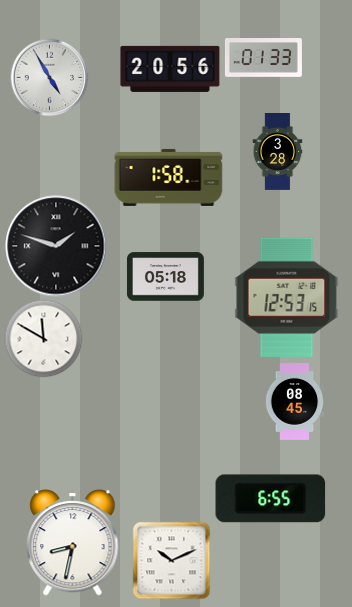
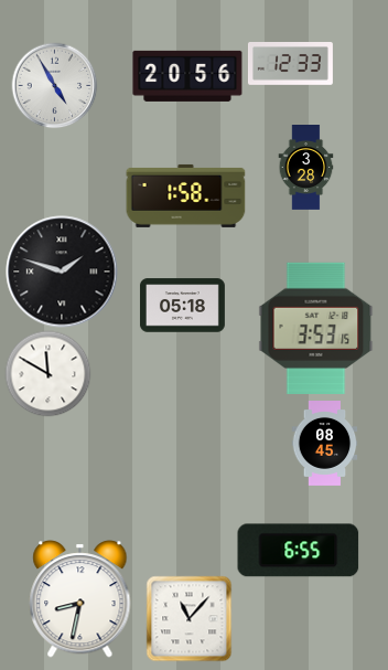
clock at (263, 58): 01:33 -> 12:33
clock at (287, 297): 12:53 -> 3:53
clock at (171, 560): 10:11 -> 11:07
